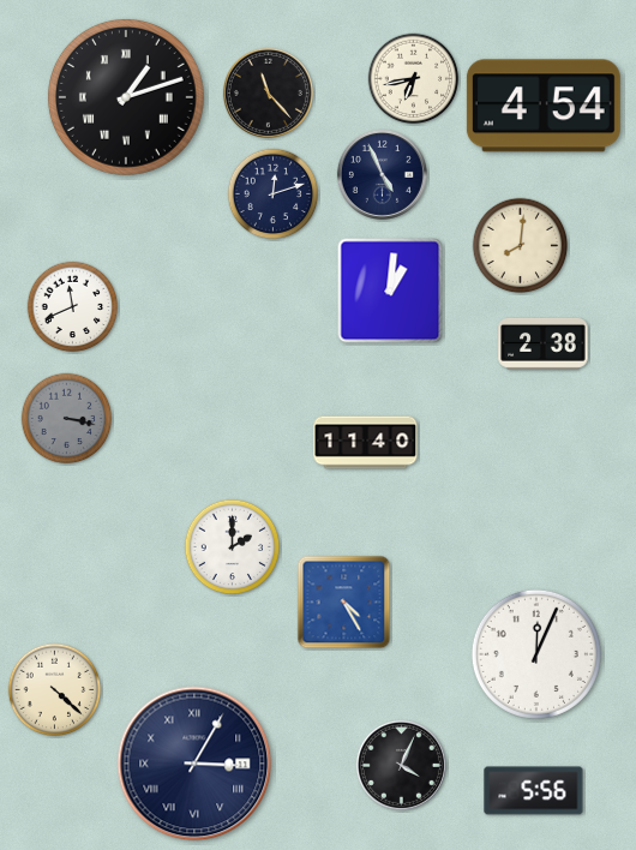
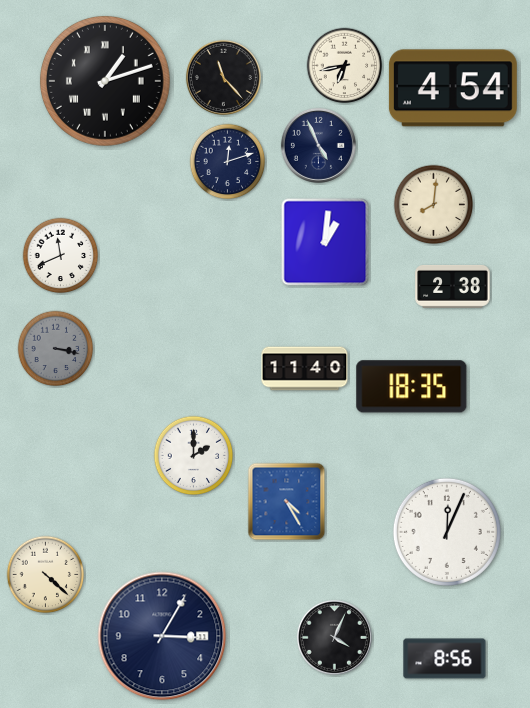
clock at (412, 387): none -> 18:35
clock at (536, 654) position: (536, 654) -> (447, 532)
clock at (194, 764) numerals: Roman -> Arabic
clock at (534, 791): 5:56 -> 8:56
